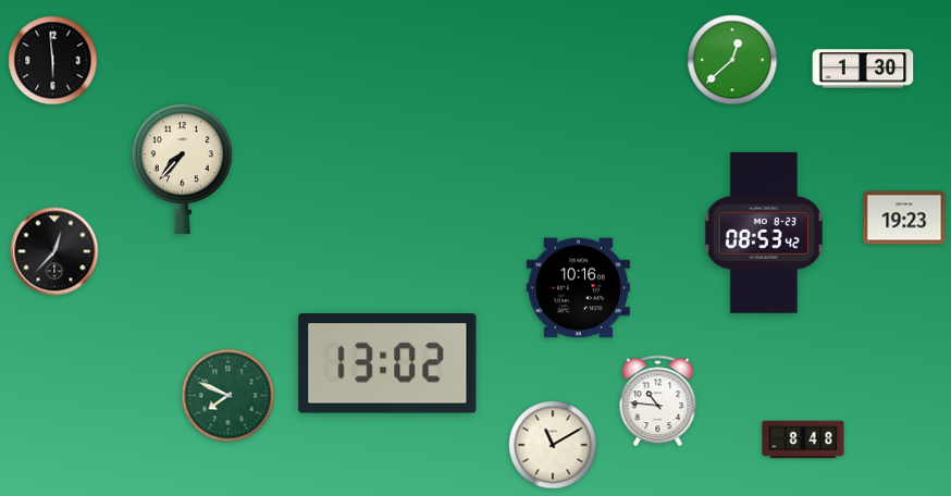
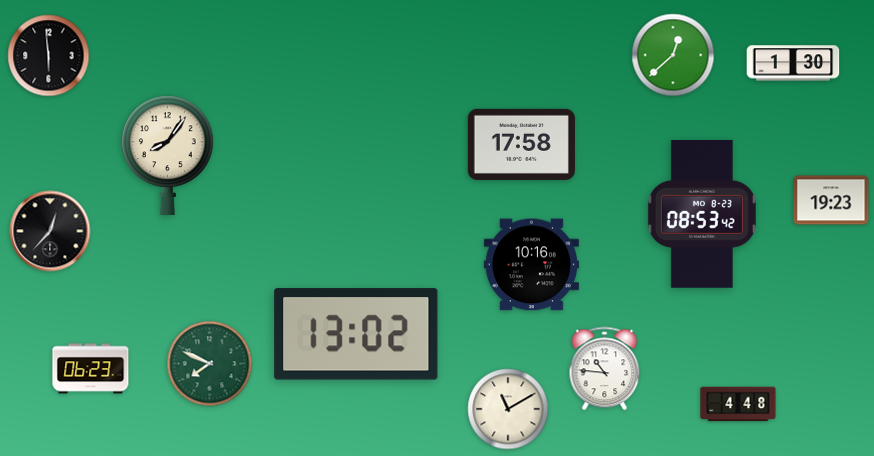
clock at (521, 144): none -> 17:58
clock at (183, 169): 7:37 -> 8:06
clock at (91, 369): none -> 06:23
clock at (803, 439): 8:48 -> 4:48
